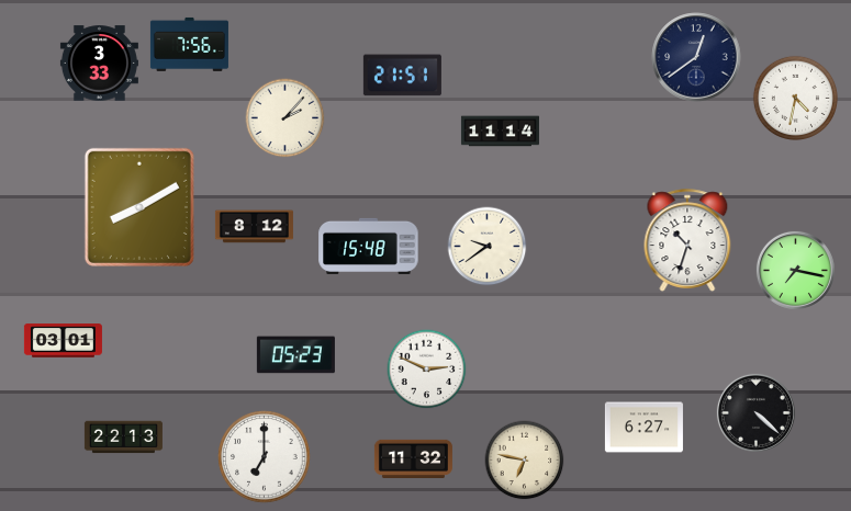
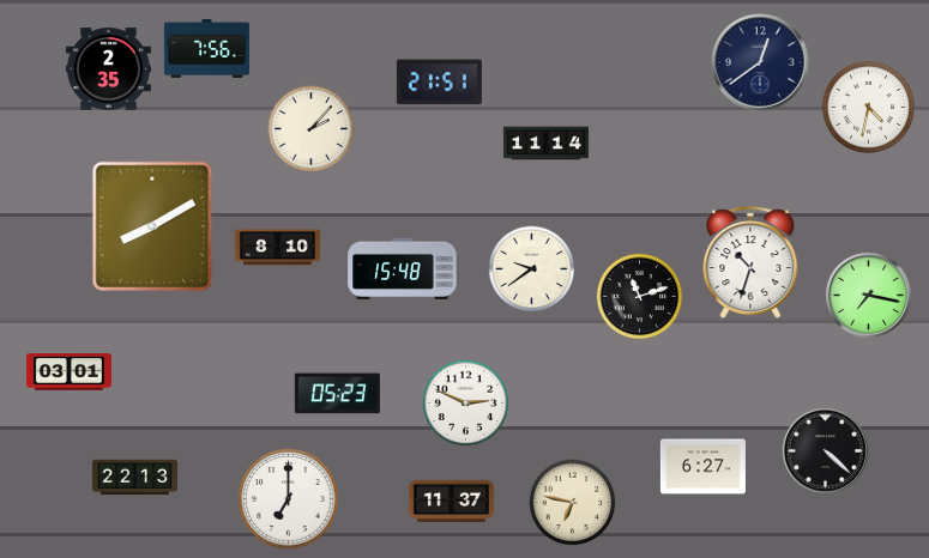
clock at (99, 64): 3:33 -> 2:35
clock at (254, 227): 8:12 -> 8:10
clock at (640, 297): none -> 11:12
clock at (295, 355) position: (295, 355) -> (337, 394)
clock at (413, 458): 11:32 -> 11:37
